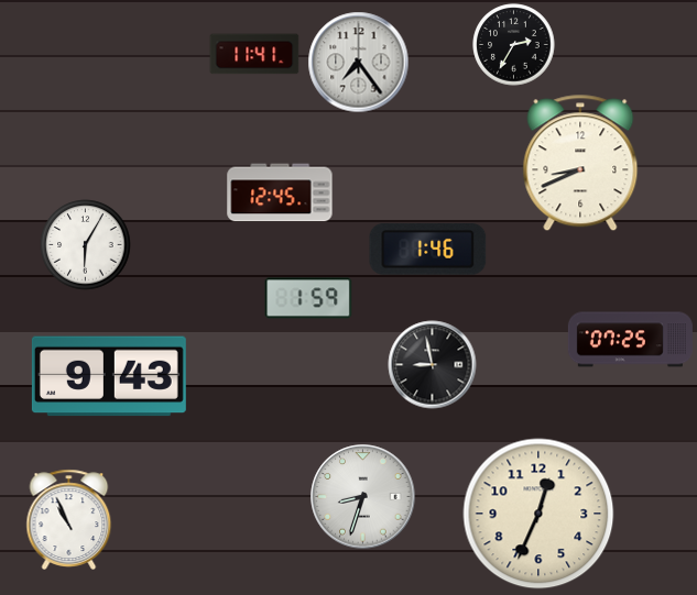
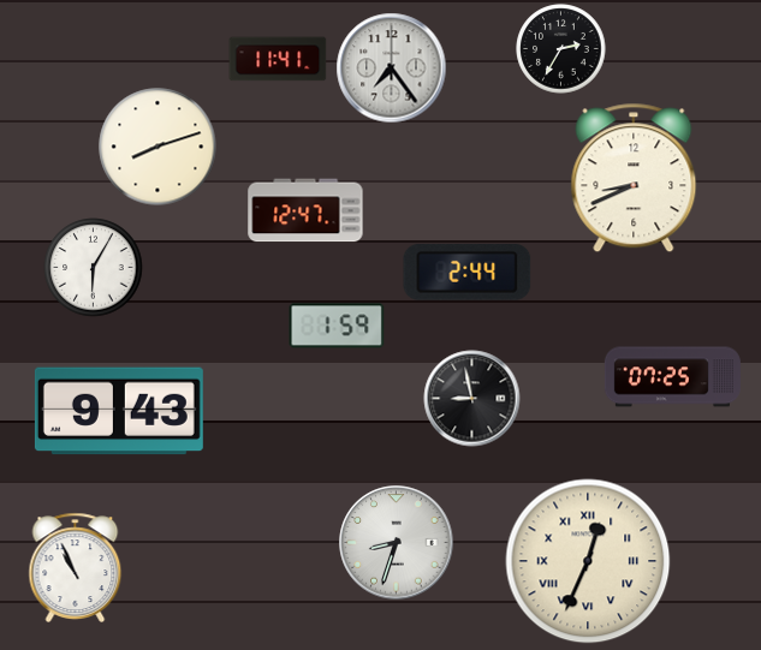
clock at (157, 147): none -> 8:12
clock at (280, 192): 12:45 -> 12:47
clock at (428, 250): 1:46 -> 2:44
clock at (630, 340) position: (630, 340) -> (672, 377)
clock at (538, 514) numerals: Arabic -> Roman
